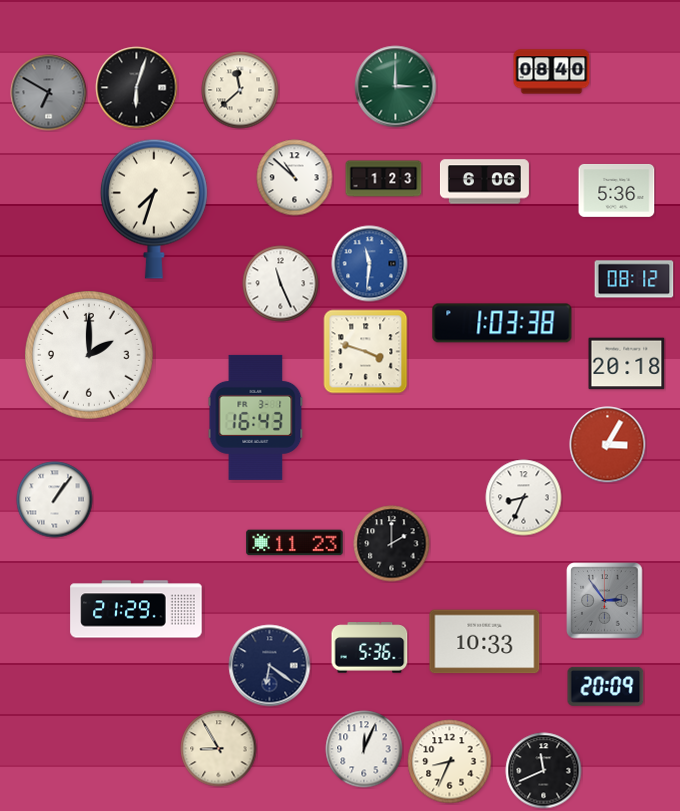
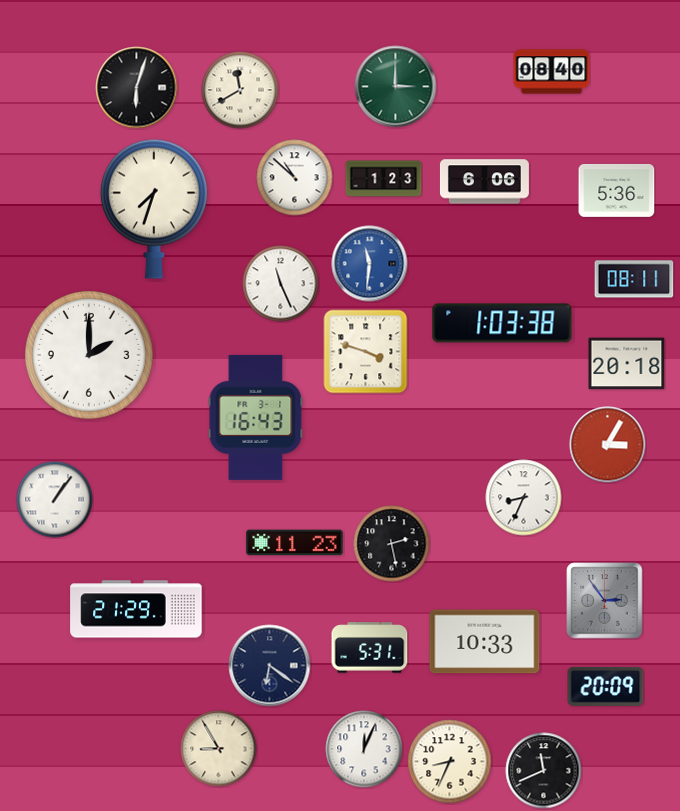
clock at (240, 90): 11:38 -> 11:40
clock at (49, 93): 6:50 -> none
clock at (634, 279): 08:12 -> 08:11
clock at (392, 544): 2:00 -> 2:28
clock at (370, 648): 5:36 -> 5:31
